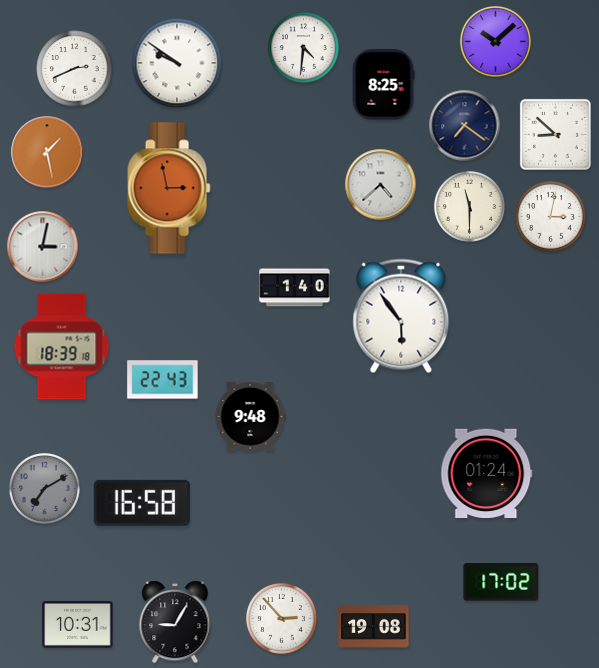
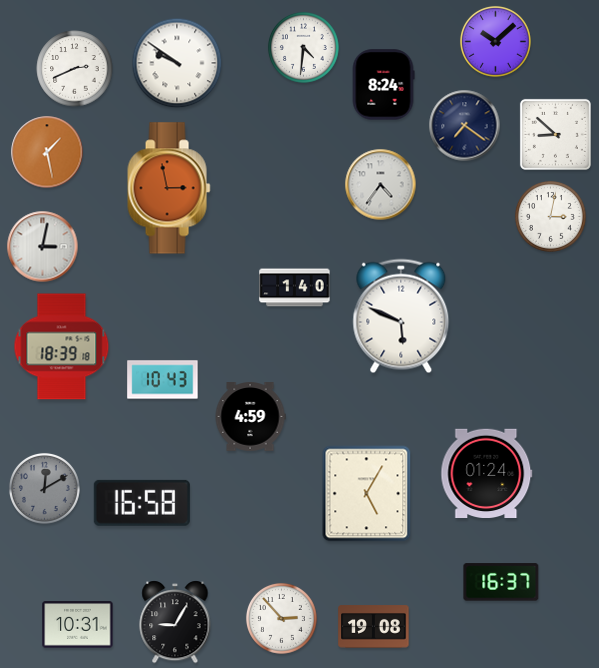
clock at (383, 85): 8:25 -> 8:24
clock at (381, 185): 4:38 -> 4:36
clock at (469, 206): 11:30 -> none
clock at (401, 316): 5:54 -> 5:49
clock at (163, 380): 22:43 -> 10:43
clock at (250, 417): 9:48 -> 4:59
clock at (44, 488): 7:10 -> 12:10
clock at (367, 494): none -> 5:05
clock at (501, 582): 17:02 -> 16:37
